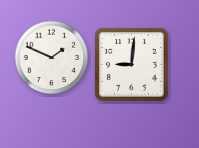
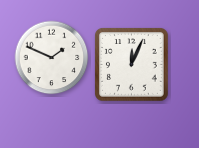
clock at (132, 65): 9:01 -> 12:04
